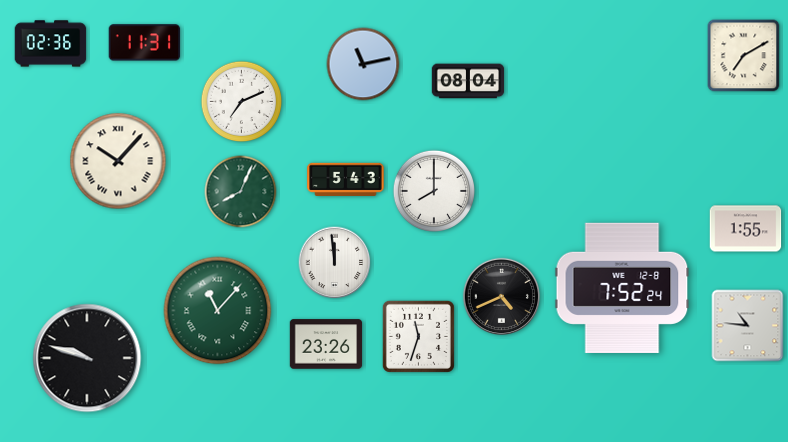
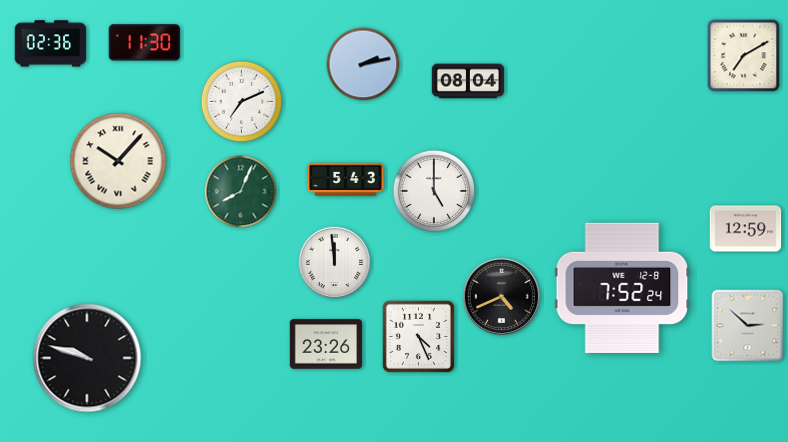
clock at (145, 43): 11:31 -> 11:30
clock at (363, 64): 11:13 -> 2:13
clock at (433, 190): 8:00 -> 5:00
clock at (746, 229): 1:55 -> 12:59
clock at (218, 311): 11:07 -> none
clock at (748, 326): 10:46 -> 2:52
clock at (418, 336): 11:33 -> 4:26
